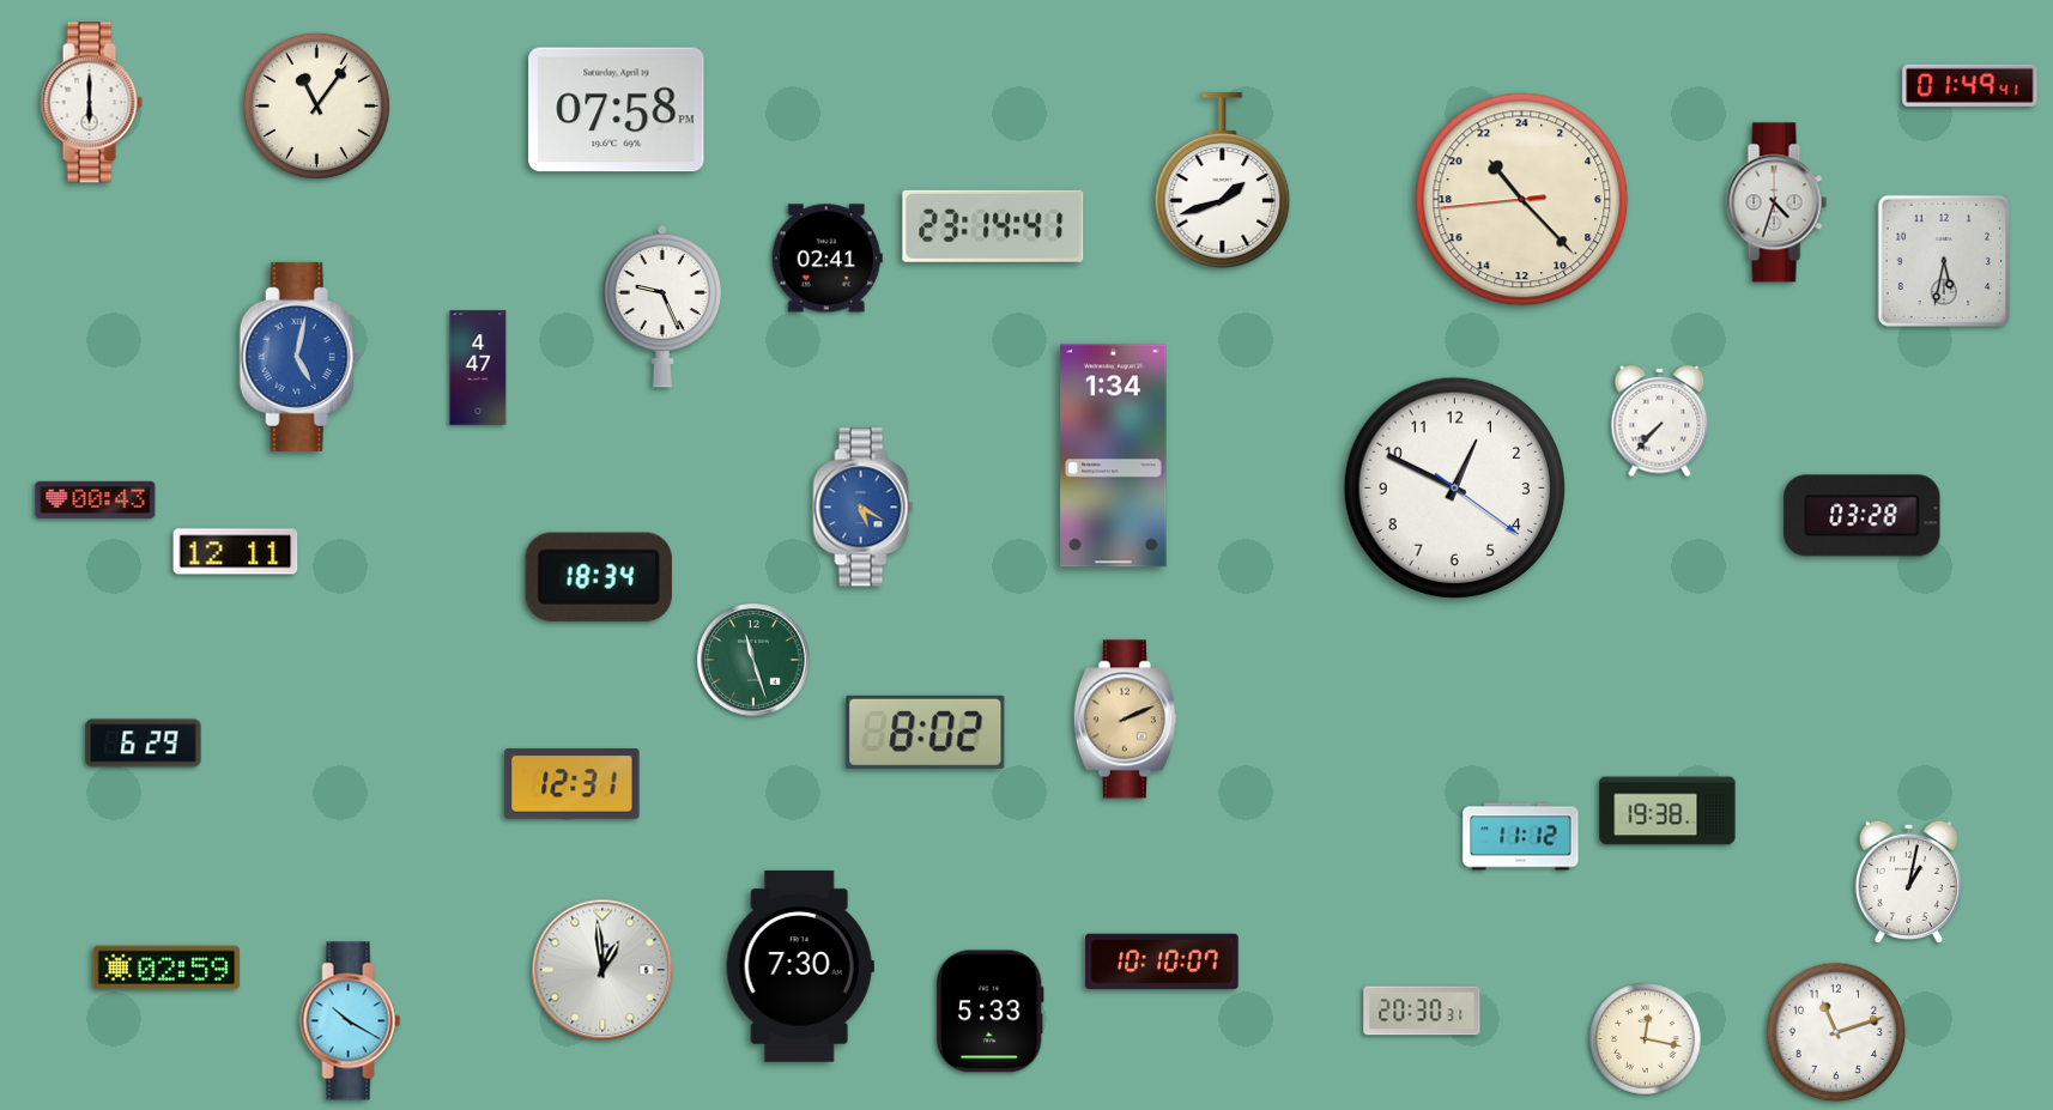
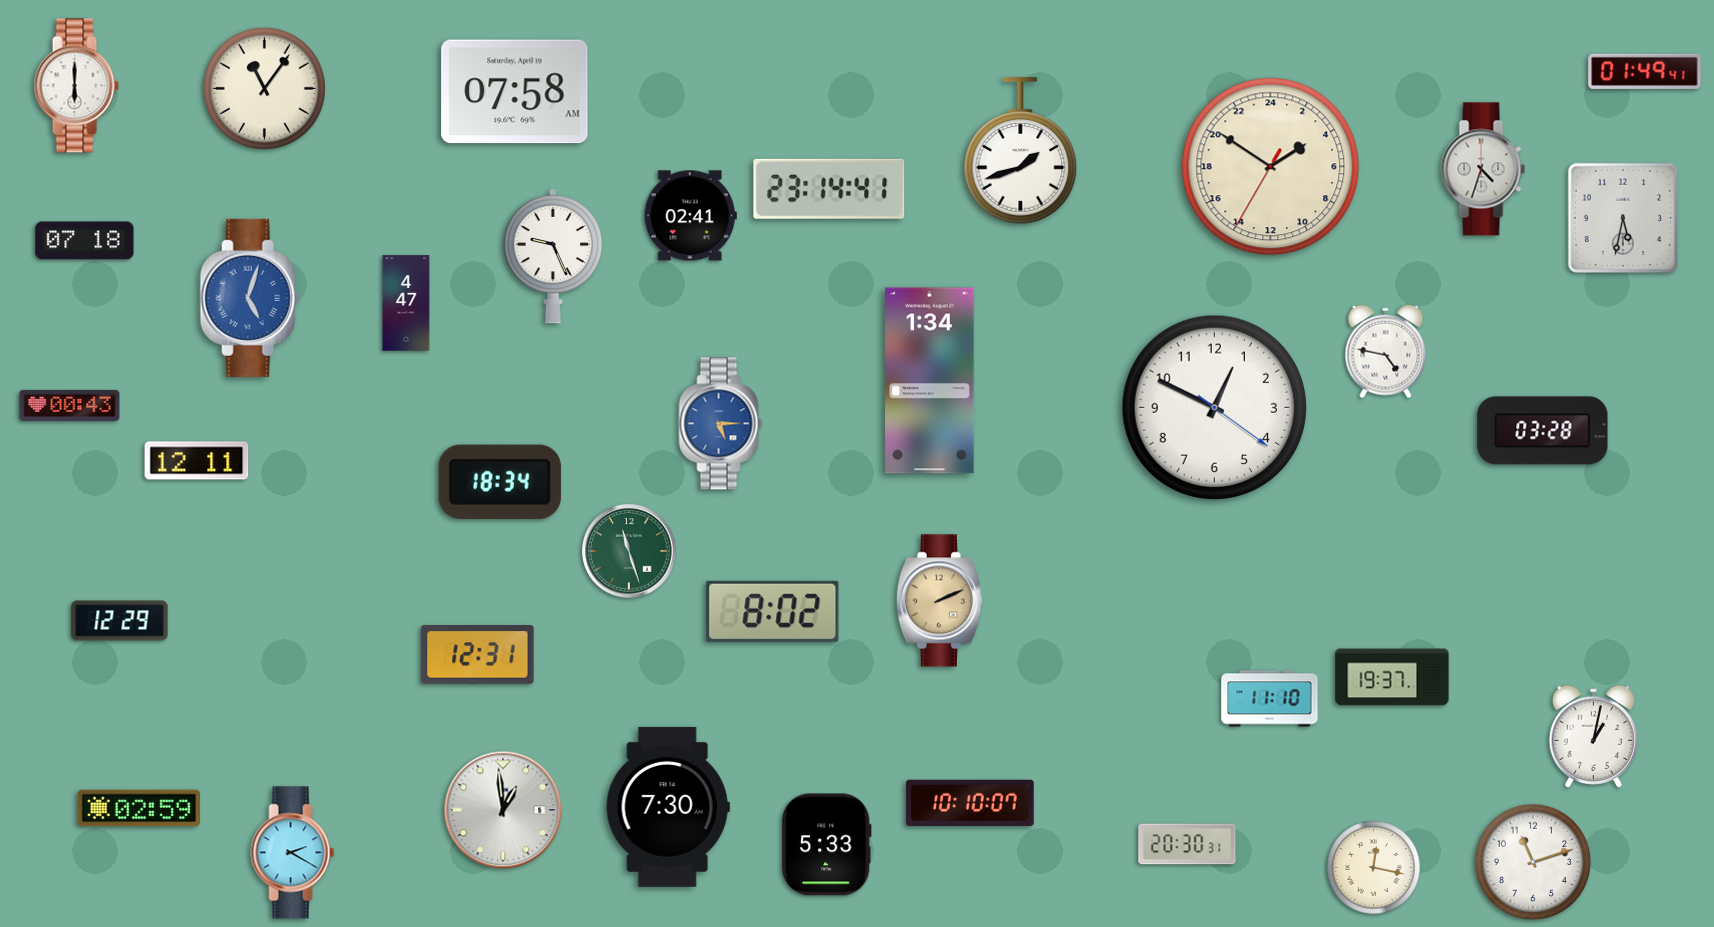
clock at (617, 110): 07:58 PM -> 07:58 AM
clock at (1522, 200): 21:22 -> 3:50
clock at (85, 241): none -> 07:18
clock at (299, 357): 5:02 -> 5:03
clock at (478, 368) position: (478, 368) -> (406, 303)
clock at (1660, 421): 7:37 -> 4:47
clock at (96, 499) position: (96, 499) -> (70, 405)
clock at (864, 508): 5:20 -> 5:15
clock at (1863, 516) position: (1863, 516) -> (1543, 431)
clock at (144, 744): 6:29 -> 12:29
clock at (1667, 811): 19:38 -> 19:37
clock at (1521, 837): 11:12 -> 11:10
clock at (351, 1021): 10:20 -> 2:20
